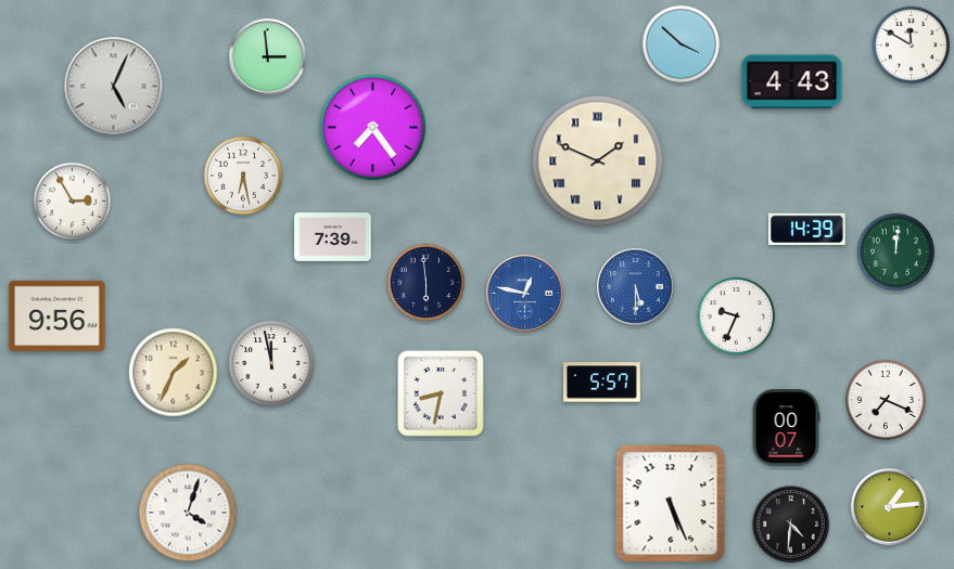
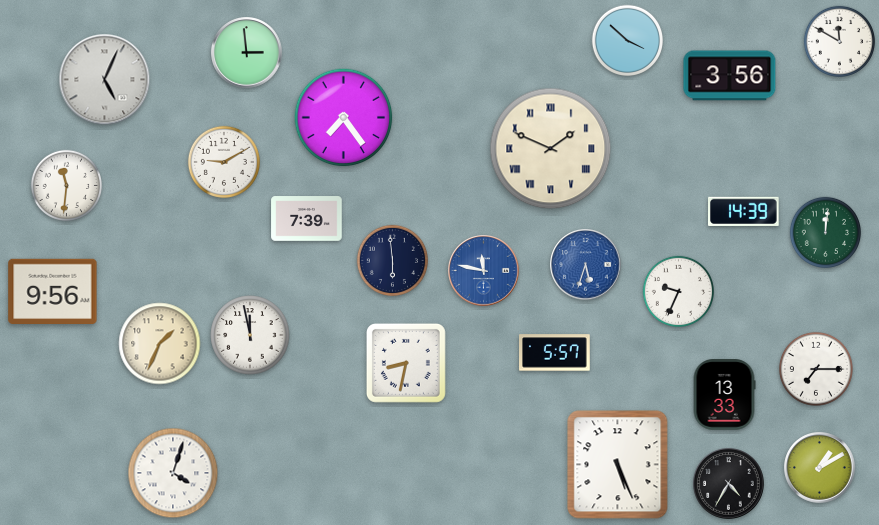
clock at (792, 82): 4:43 -> 3:56
clock at (243, 176): 6:28 -> 9:10
clock at (72, 201): 2:55 -> 11:31
clock at (636, 287): 5:30 -> 5:33
clock at (525, 294): 12:47 -> 11:47
clock at (886, 400): 7:19 -> 7:15
clock at (786, 428): 00:07 -> 13:33
clock at (890, 507): 1:14 -> 1:10
clock at (791, 525): 4:31 -> 4:35
